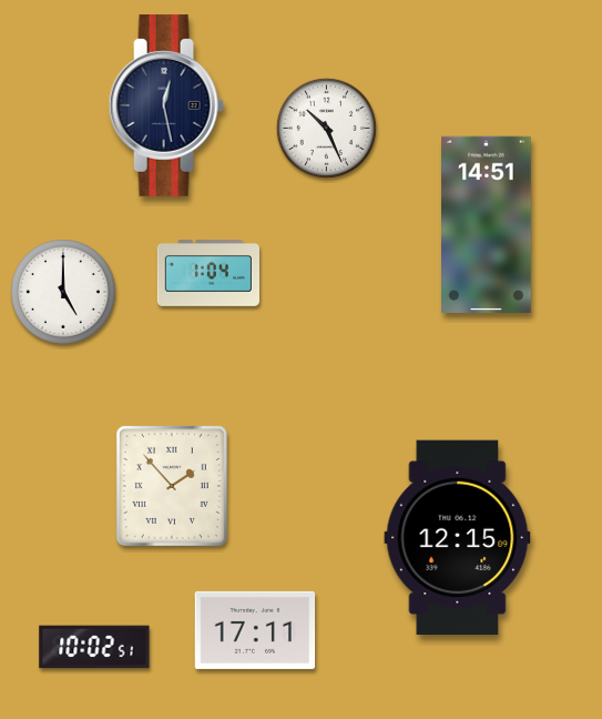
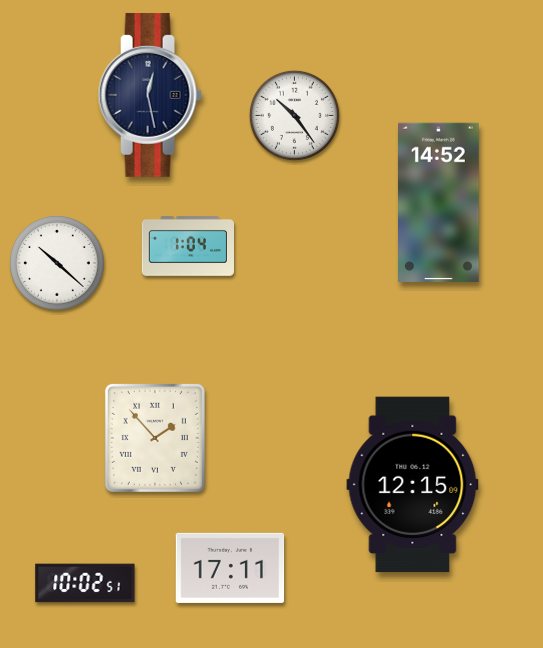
clock at (326, 128): 10:26 -> 10:24
clock at (487, 225): 14:51 -> 14:52
clock at (64, 293): 5:00 -> 10:22
